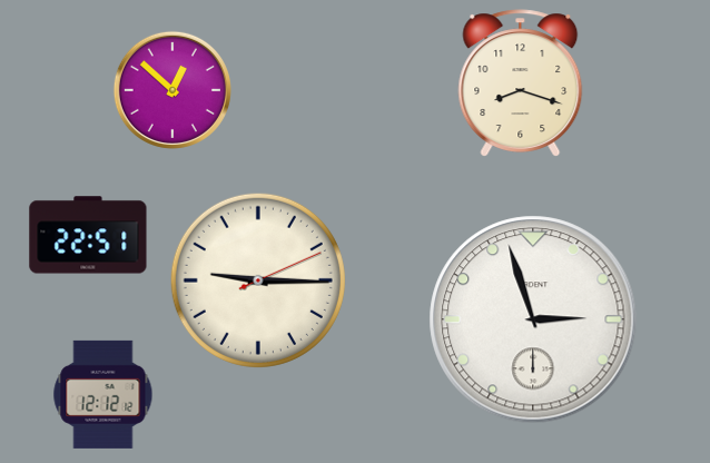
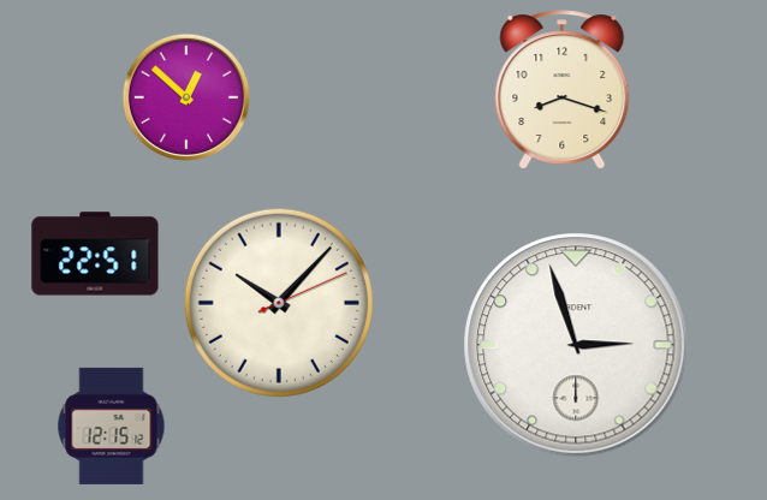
clock at (258, 280): 9:15 -> 10:07
clock at (103, 394): 12:12 -> 12:15
